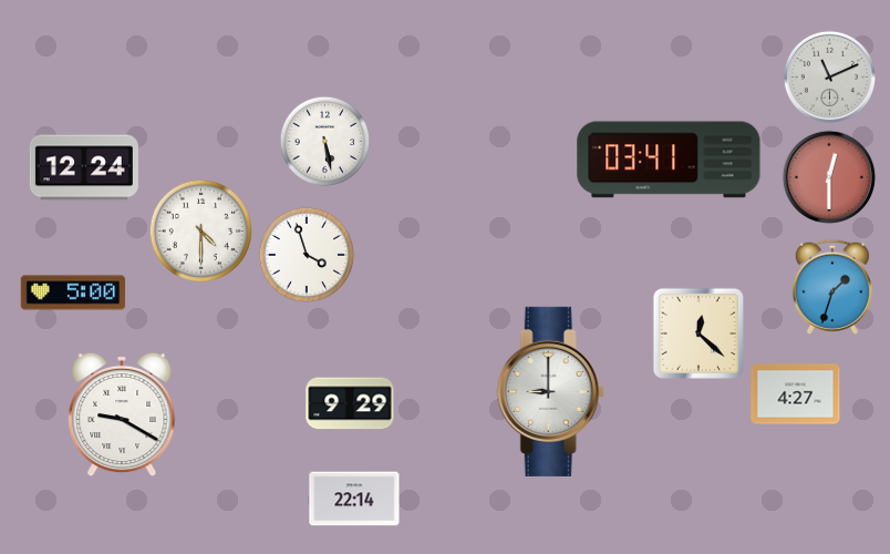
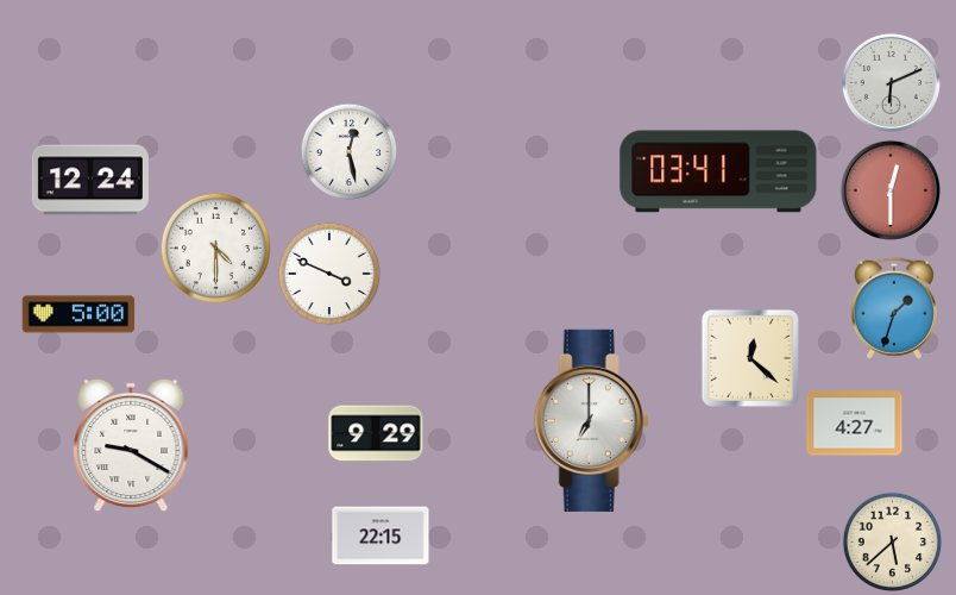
clock at (829, 76): 11:11 -> 6:11
clock at (325, 142): 5:28 -> 12:28
clock at (307, 255): 3:57 -> 3:49
clock at (550, 391): 9:00 -> 7:00
clock at (354, 499): 22:14 -> 22:15
clock at (893, 543): none -> 5:38
